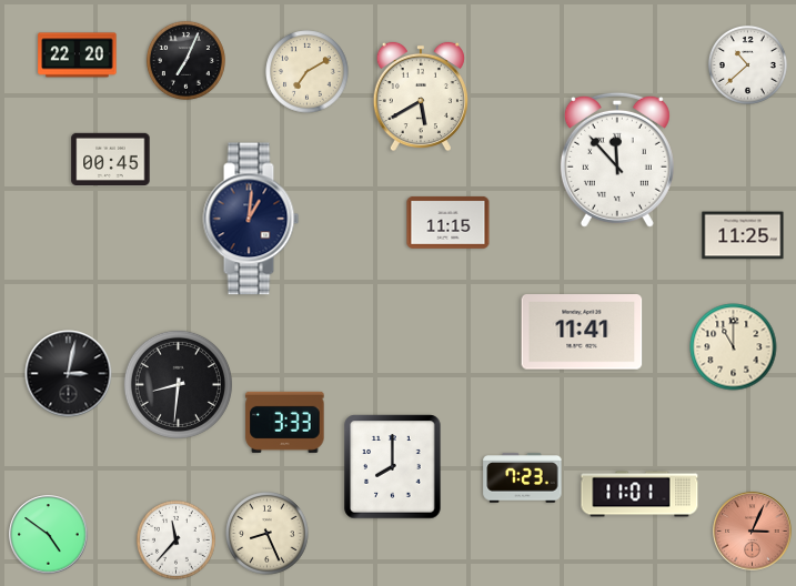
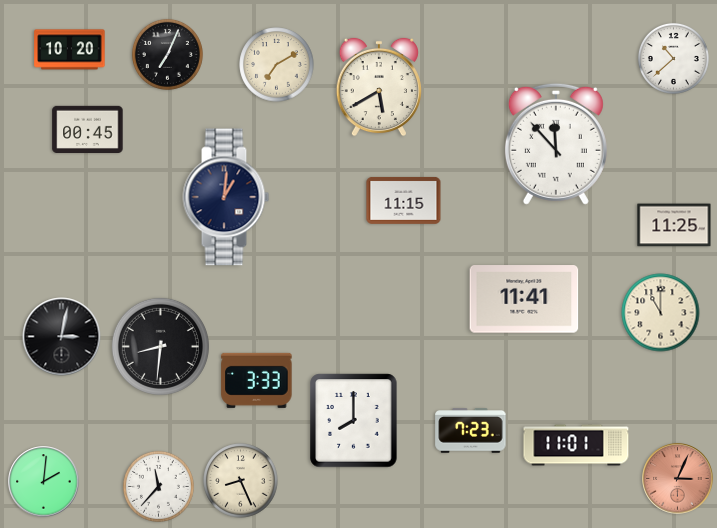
clock at (78, 55): 22:20 -> 10:20
clock at (111, 159) position: (111, 159) -> (88, 129)
clock at (743, 235) position: (743, 235) -> (674, 225)
clock at (49, 535): 4:51 -> 2:01
